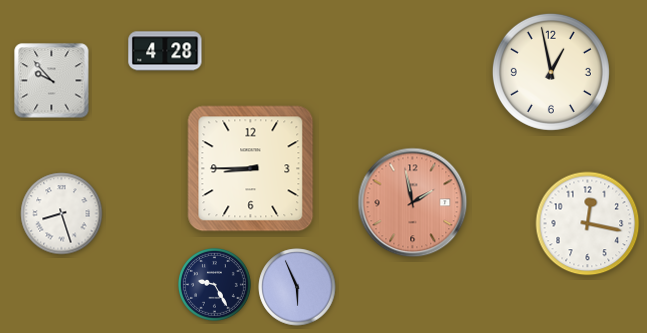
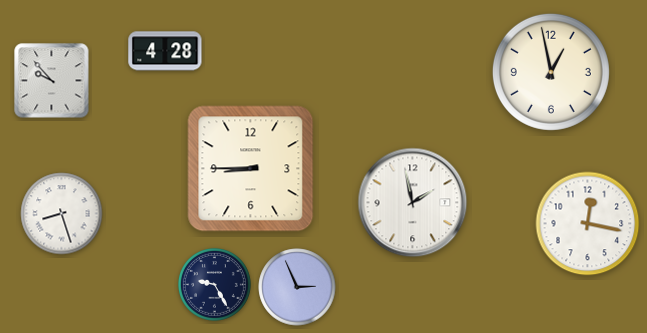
clock at (413, 203) dial: salmon -> white
clock at (297, 287): 5:56 -> 2:56
